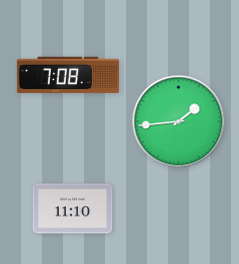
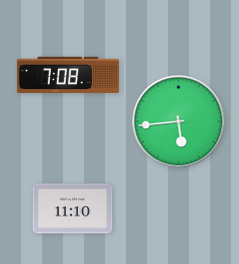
clock at (179, 122): 1:44 -> 5:44
